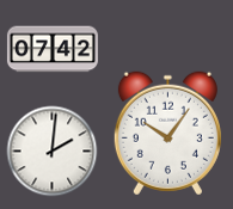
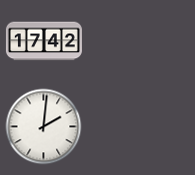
clock at (53, 49): 07:42 -> 17:42
clock at (167, 134): 10:06 -> none
